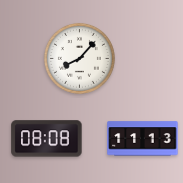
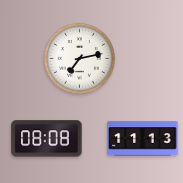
clock at (79, 58): 8:07 -> 7:13
